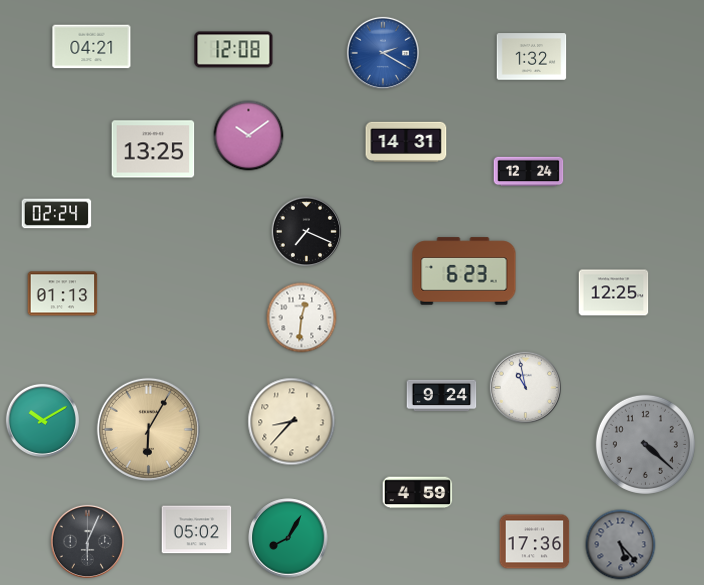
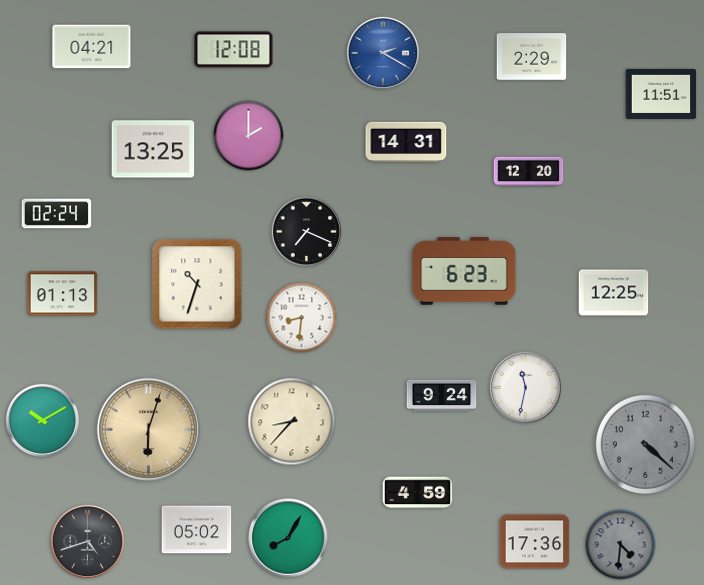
clock at (532, 57): 1:32 -> 2:29
clock at (661, 94): none -> 11:51
clock at (249, 136): 10:09 -> 2:00
clock at (529, 172): 12:24 -> 12:20
clock at (197, 284): none -> 10:33
clock at (302, 318): 12:31 -> 8:31
clock at (526, 388): 10:58 -> 11:32
clock at (148, 429): 6:05 -> 6:03
clock at (87, 541): 6:04 -> 4:42
clock at (621, 545): 5:23 -> 4:31
